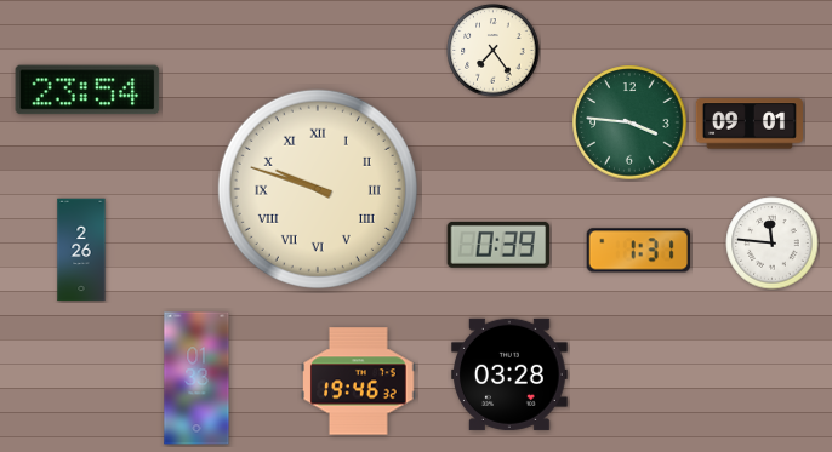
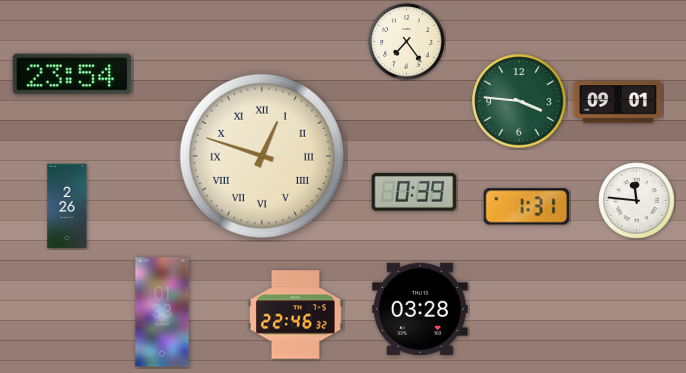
clock at (318, 189): 9:48 -> 12:48
clock at (498, 245) position: (498, 245) -> (414, 192)
clock at (359, 382): 19:46 -> 22:46
